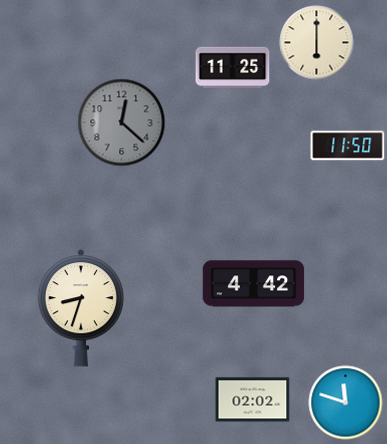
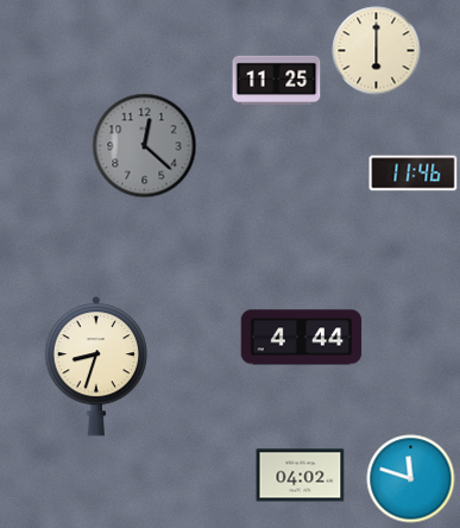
clock at (348, 146): 11:50 -> 11:46
clock at (254, 284): 4:42 -> 4:44
clock at (253, 400): 02:02 -> 04:02
